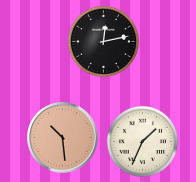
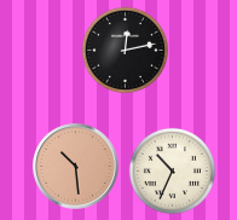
clock at (142, 141): 1:34 -> 10:34
